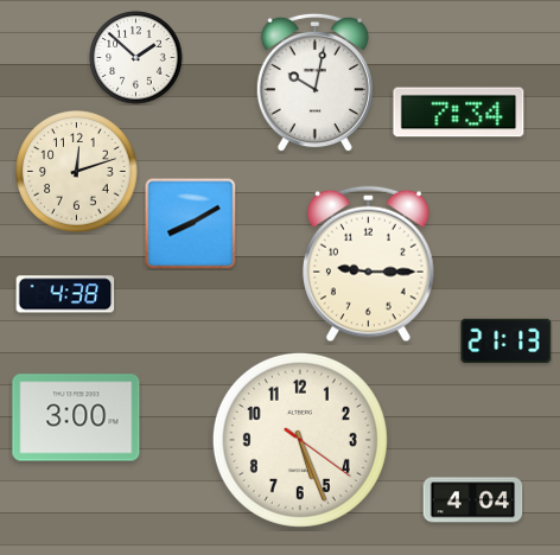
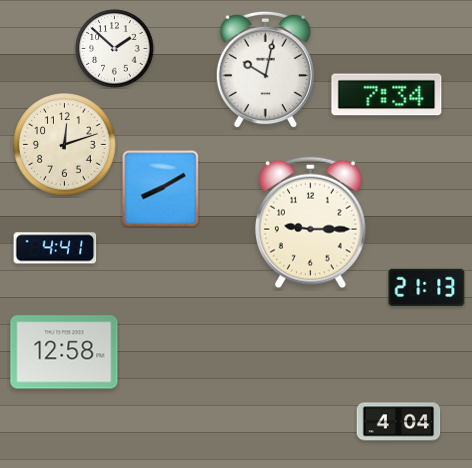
clock at (65, 294): 4:38 -> 4:41
clock at (76, 417): 3:00 -> 12:58
clock at (300, 440): 5:26 -> none
